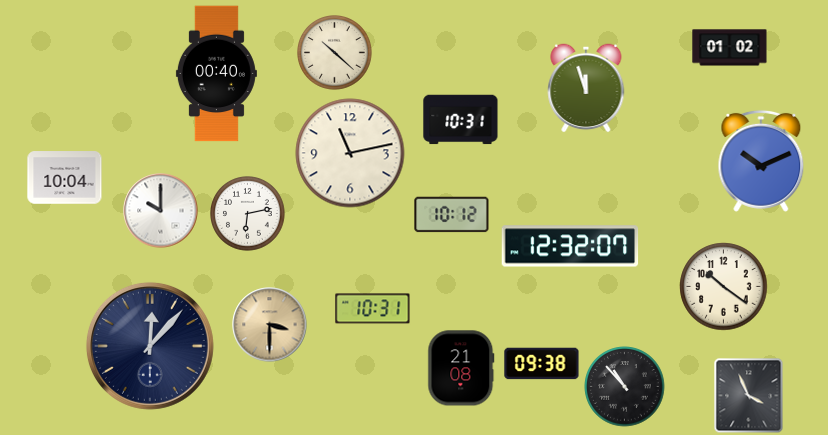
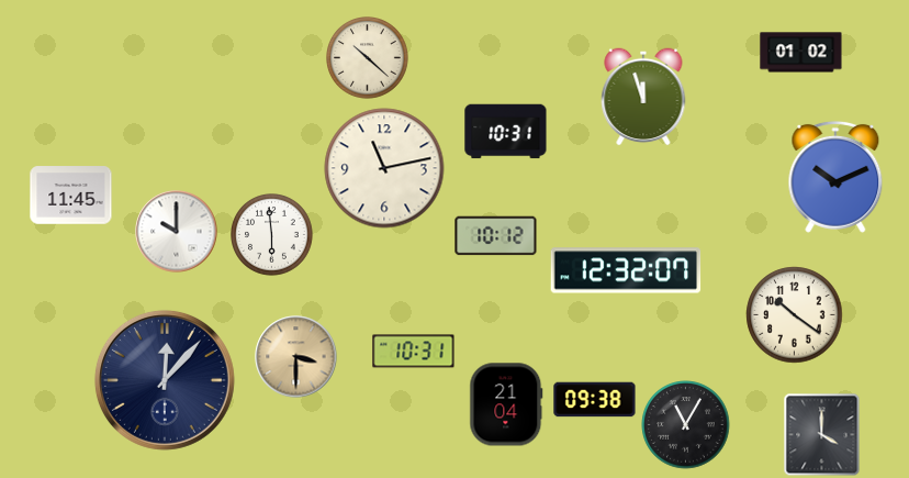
clock at (216, 74): 00:40 -> none
clock at (65, 178): 10:04 -> 11:45
clock at (248, 214): 6:13 -> 5:59
clock at (373, 309) position: (373, 309) -> (414, 352)
clock at (461, 368): 21:08 -> 21:04
clock at (625, 387): 10:53 -> 11:05
clock at (749, 396): 3:56 -> 4:00
